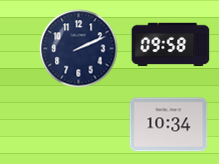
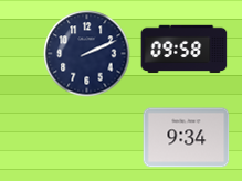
clock at (170, 45) position: (170, 45) -> (183, 50)
clock at (168, 125): 10:34 -> 9:34
